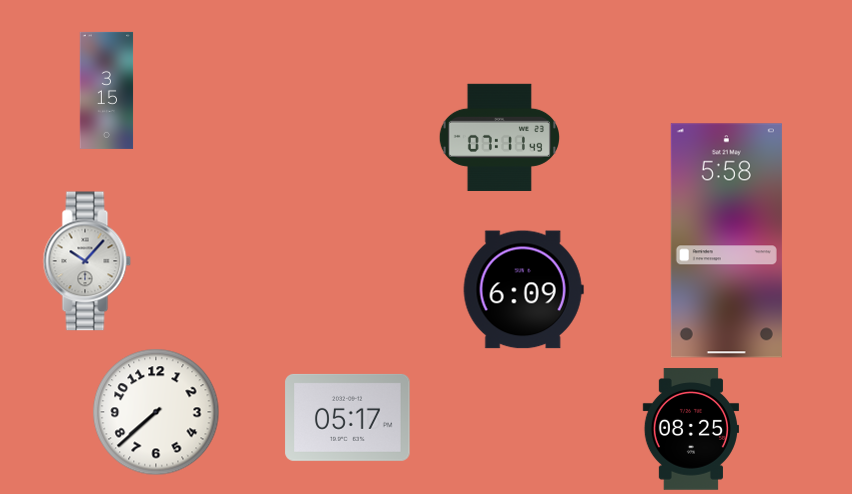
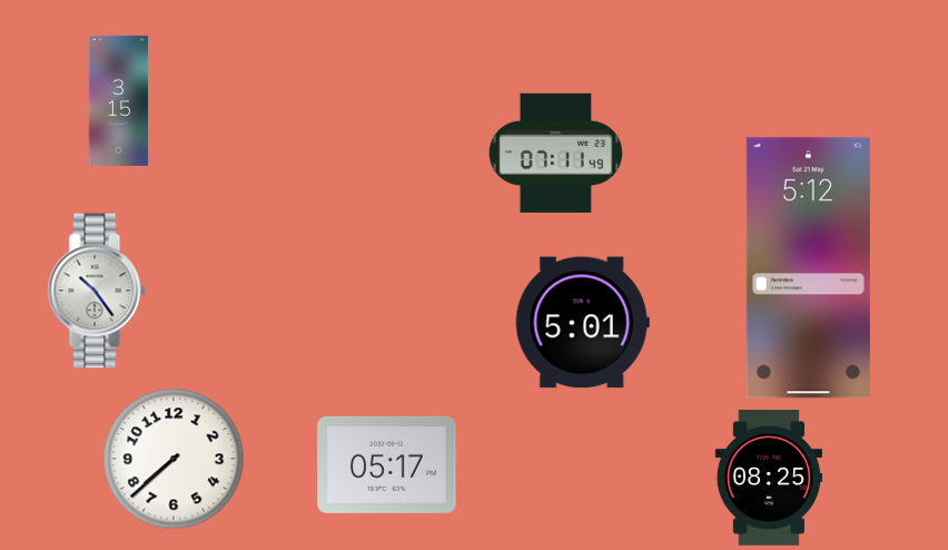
clock at (726, 241): 5:58 -> 5:12
clock at (87, 261): 10:07 -> 10:24
clock at (523, 290): 6:09 -> 5:01
